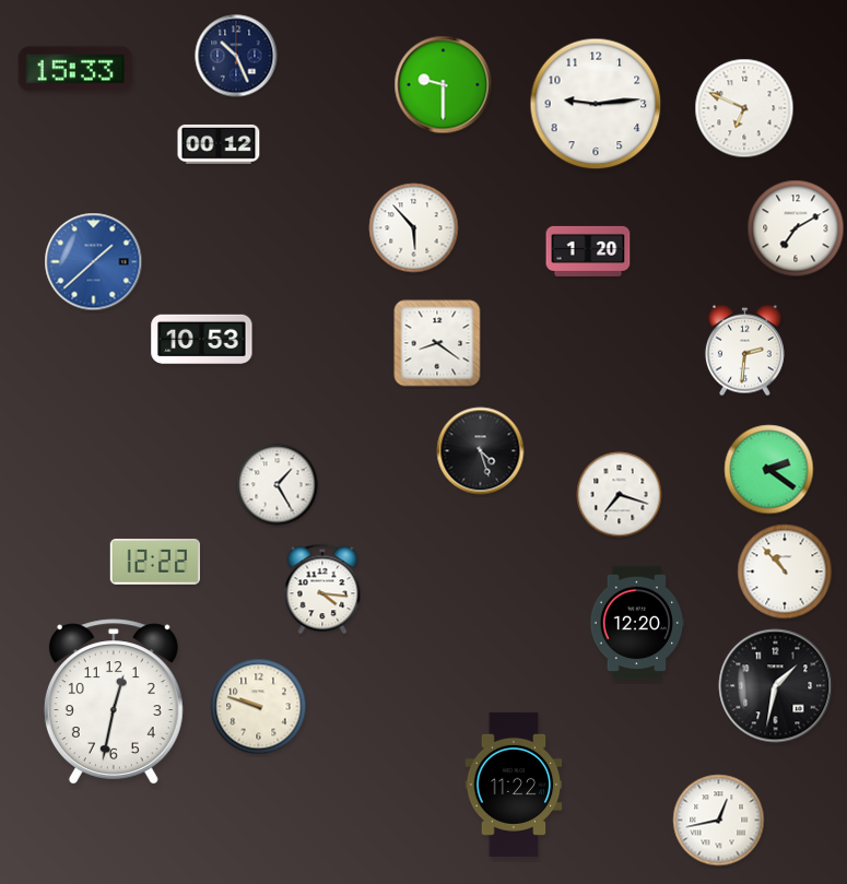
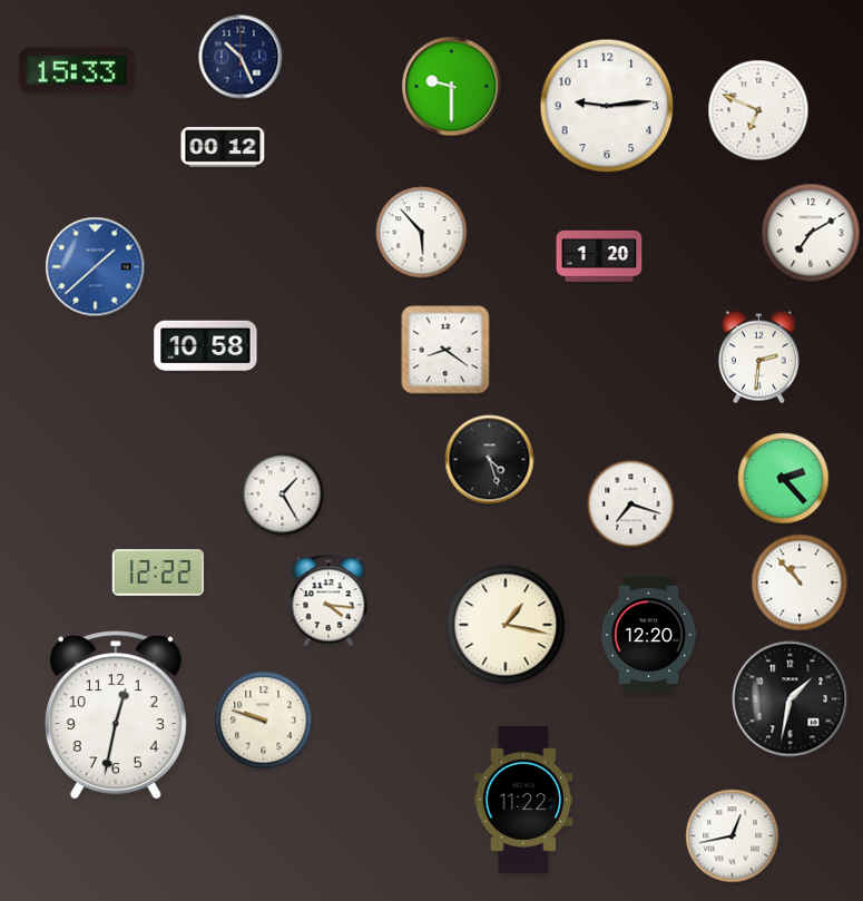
clock at (202, 340): 10:53 -> 10:58
clock at (769, 470): 2:21 -> 2:23
clock at (506, 625): none -> 1:17
